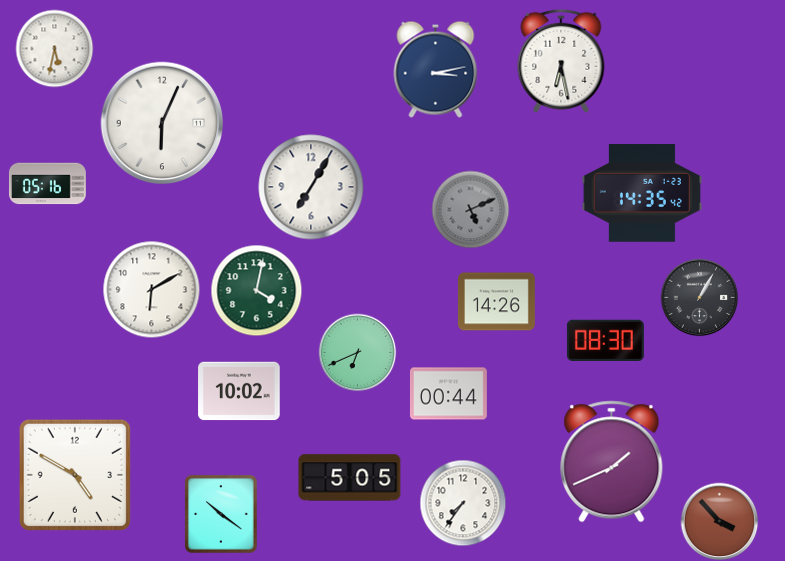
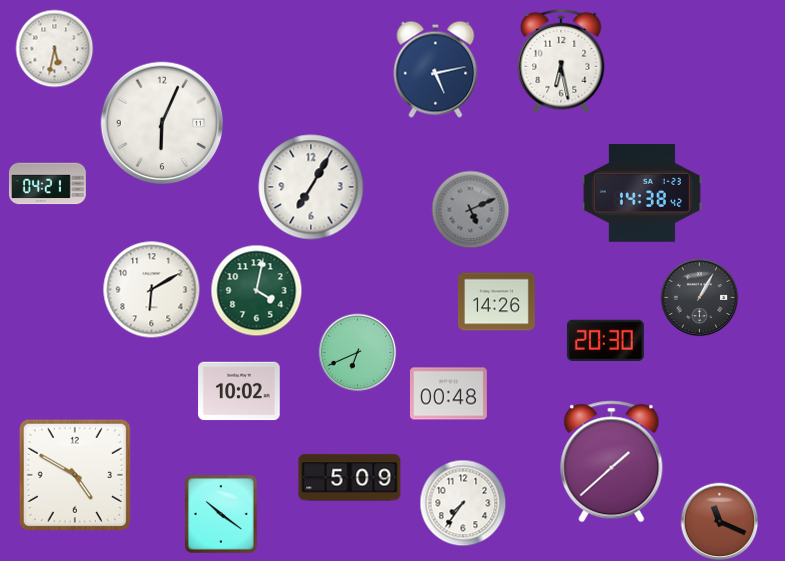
clock at (436, 69): 3:13 -> 5:13
clock at (47, 184): 05:16 -> 04:21
clock at (642, 193): 14:35 -> 14:38
clock at (605, 340): 08:30 -> 20:30
clock at (448, 394): 00:44 -> 00:48
clock at (612, 462): 1:41 -> 1:38
clock at (350, 478): 5:05 -> 5:09
clock at (719, 521): 3:53 -> 11:19
